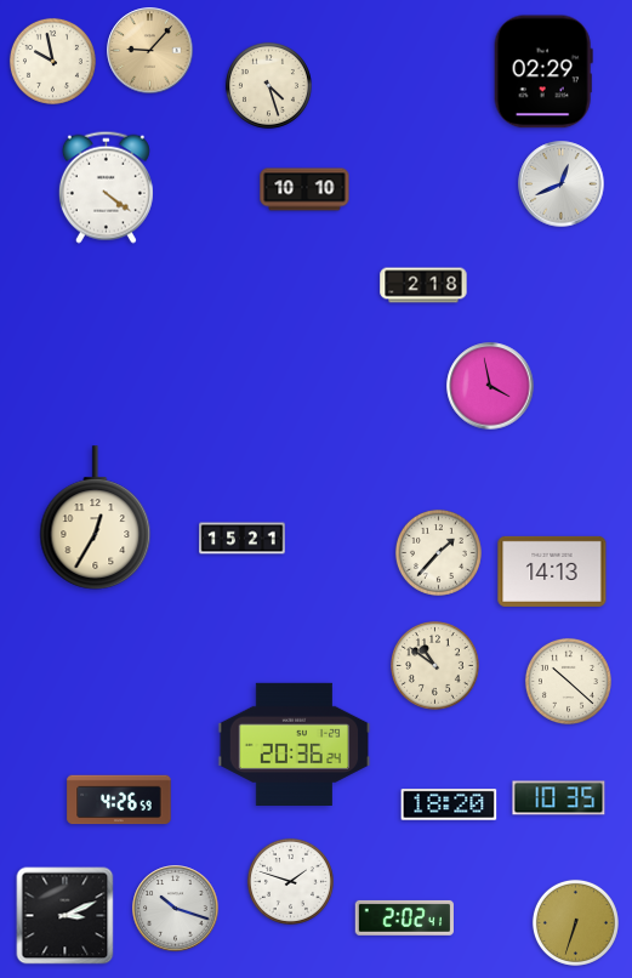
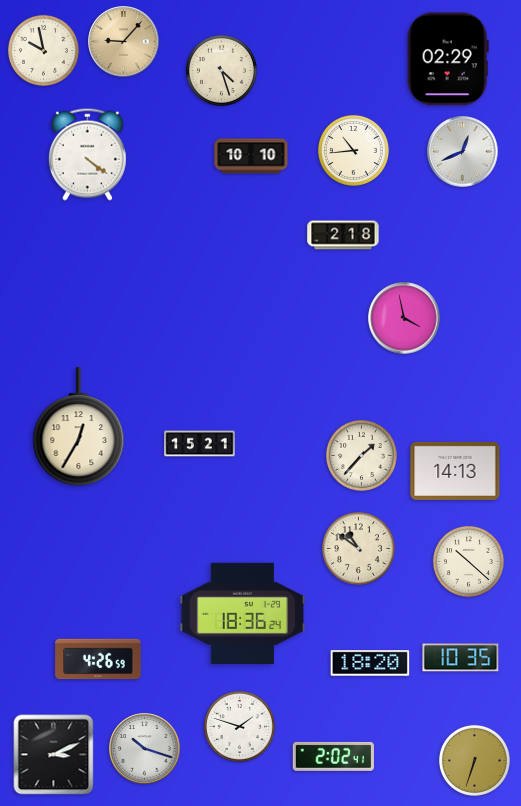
clock at (353, 150): none -> 10:44
clock at (423, 285) position: (423, 285) -> (343, 235)
clock at (295, 744): 20:36 -> 18:36
